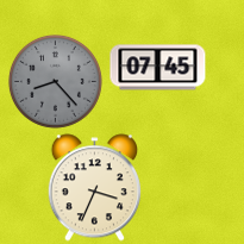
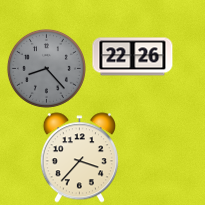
clock at (158, 68): 07:45 -> 22:26
clock at (94, 188): 3:34 -> 3:37
